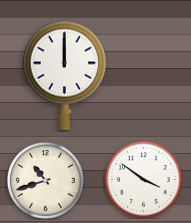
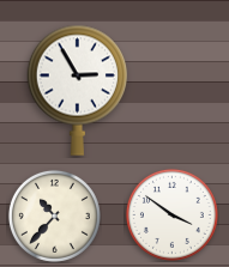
clock at (65, 75): 12:00 -> 2:55
clock at (45, 180): 10:42 -> 10:37
